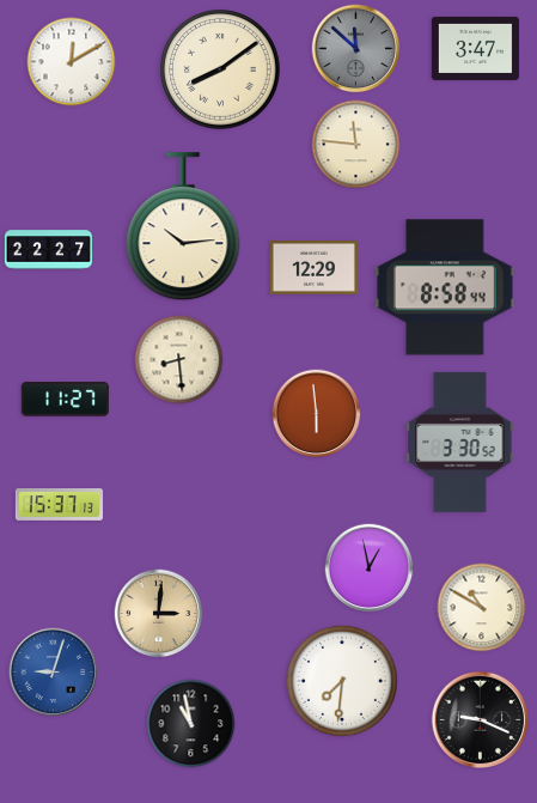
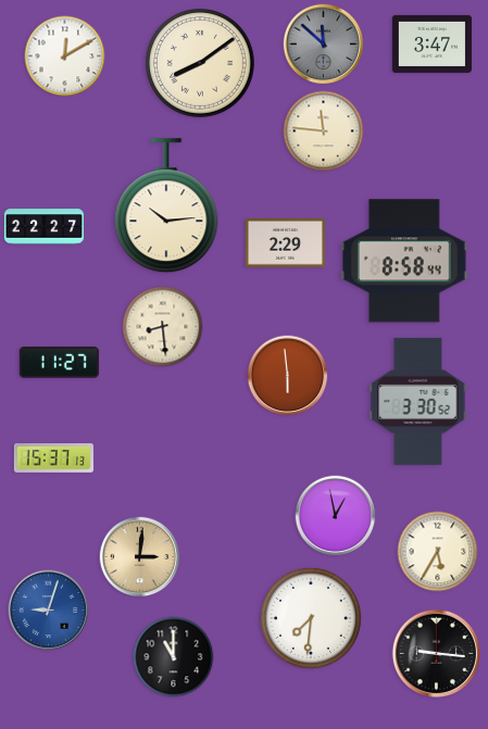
clock at (313, 268): 12:29 -> 2:29
clock at (482, 608): 10:50 -> 5:35
clock at (159, 614) position: (159, 614) -> (140, 557)
clock at (480, 719): 9:19 -> 9:16
clock at (191, 724): 10:58 -> 11:00
